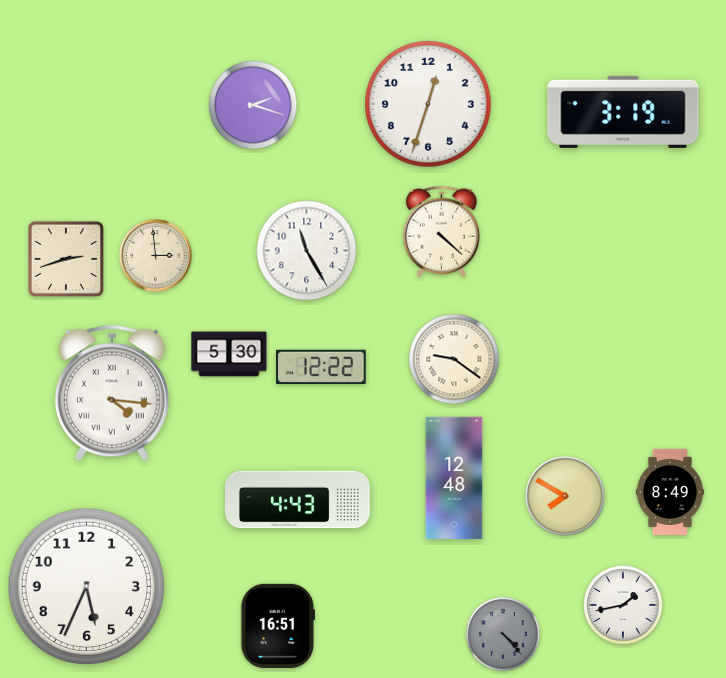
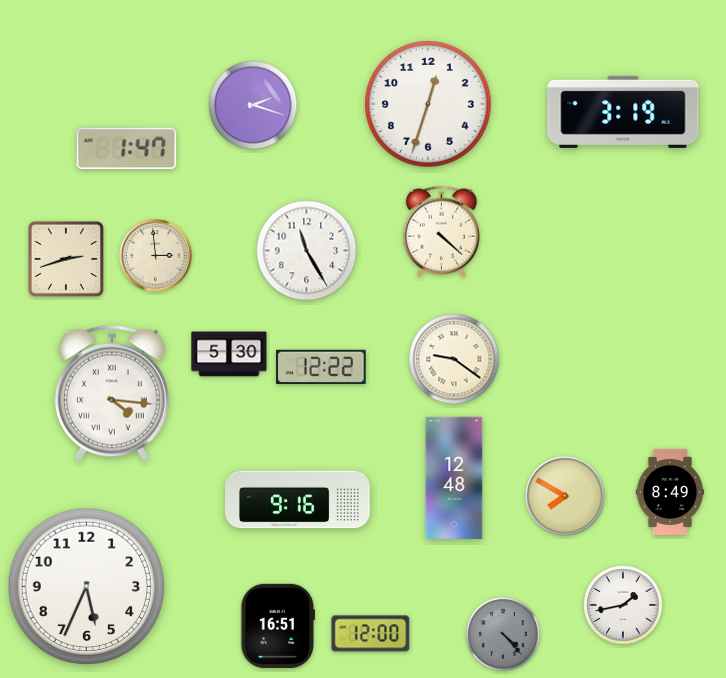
clock at (127, 149): none -> 1:47
clock at (298, 500): 4:43 -> 9:16
clock at (371, 634): none -> 12:00
